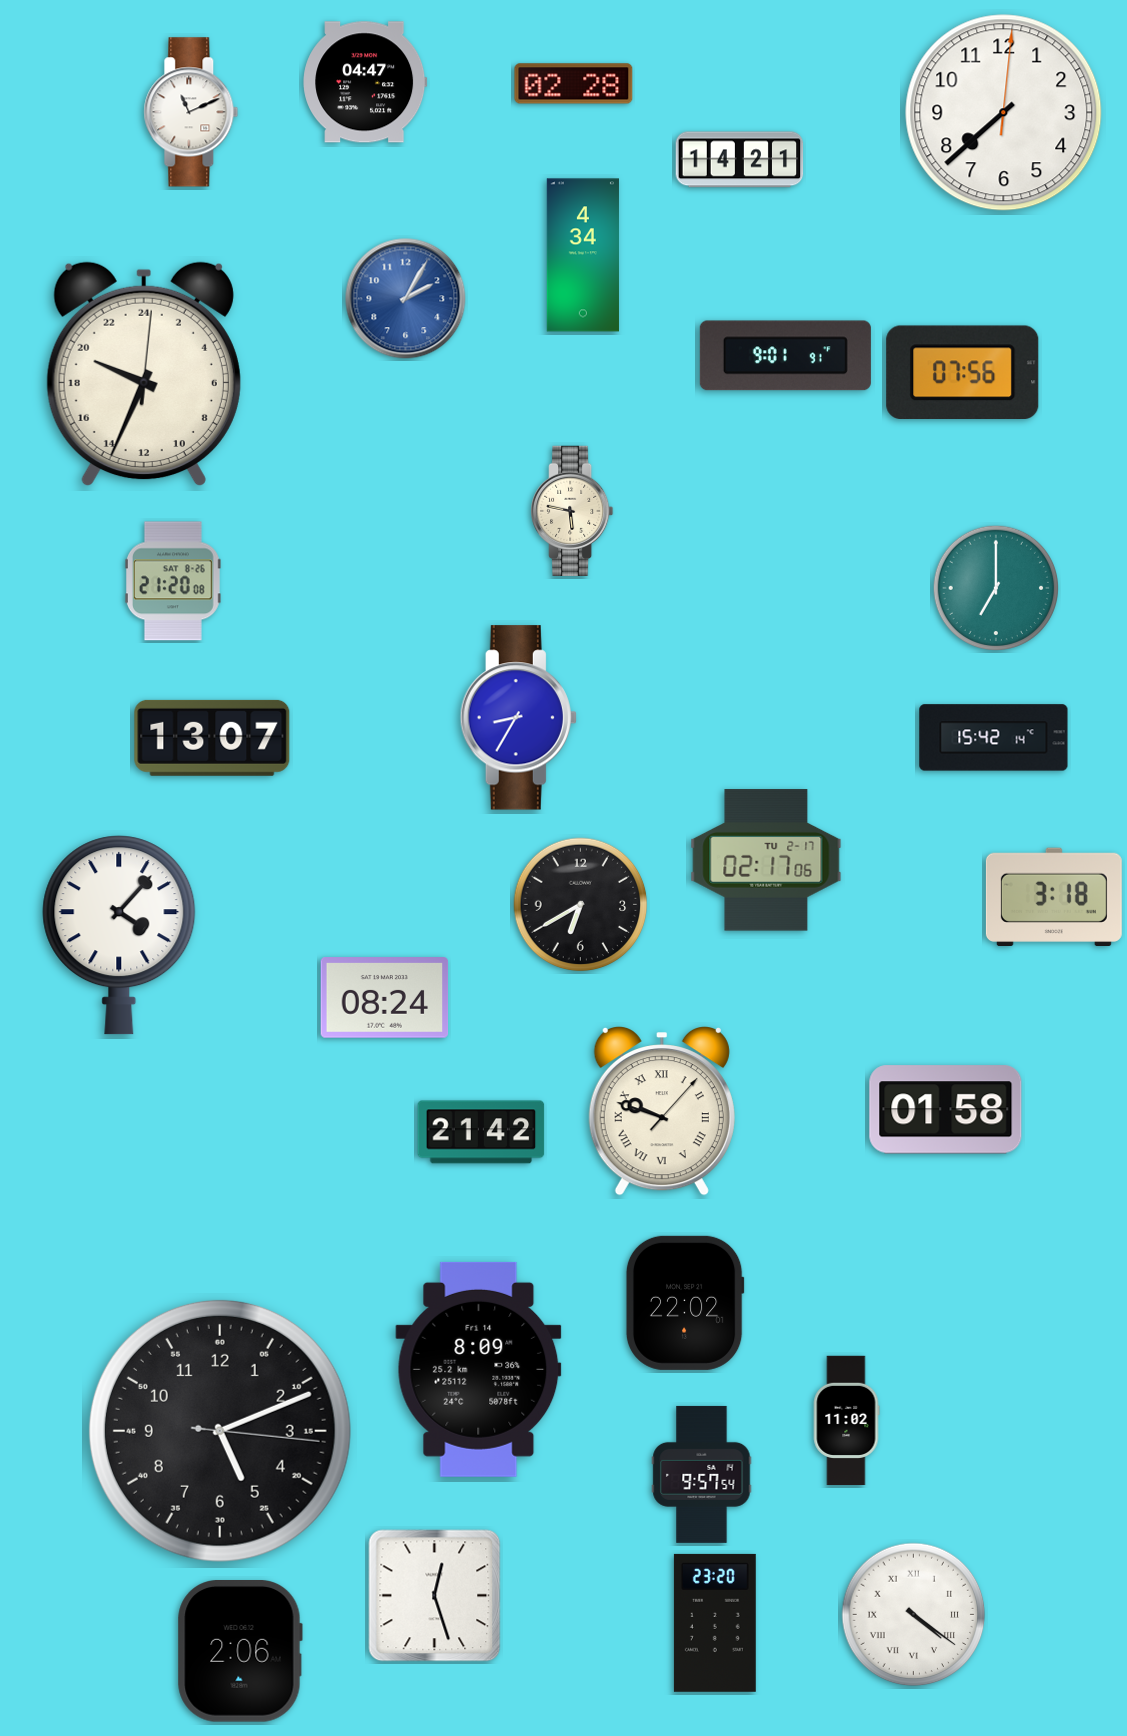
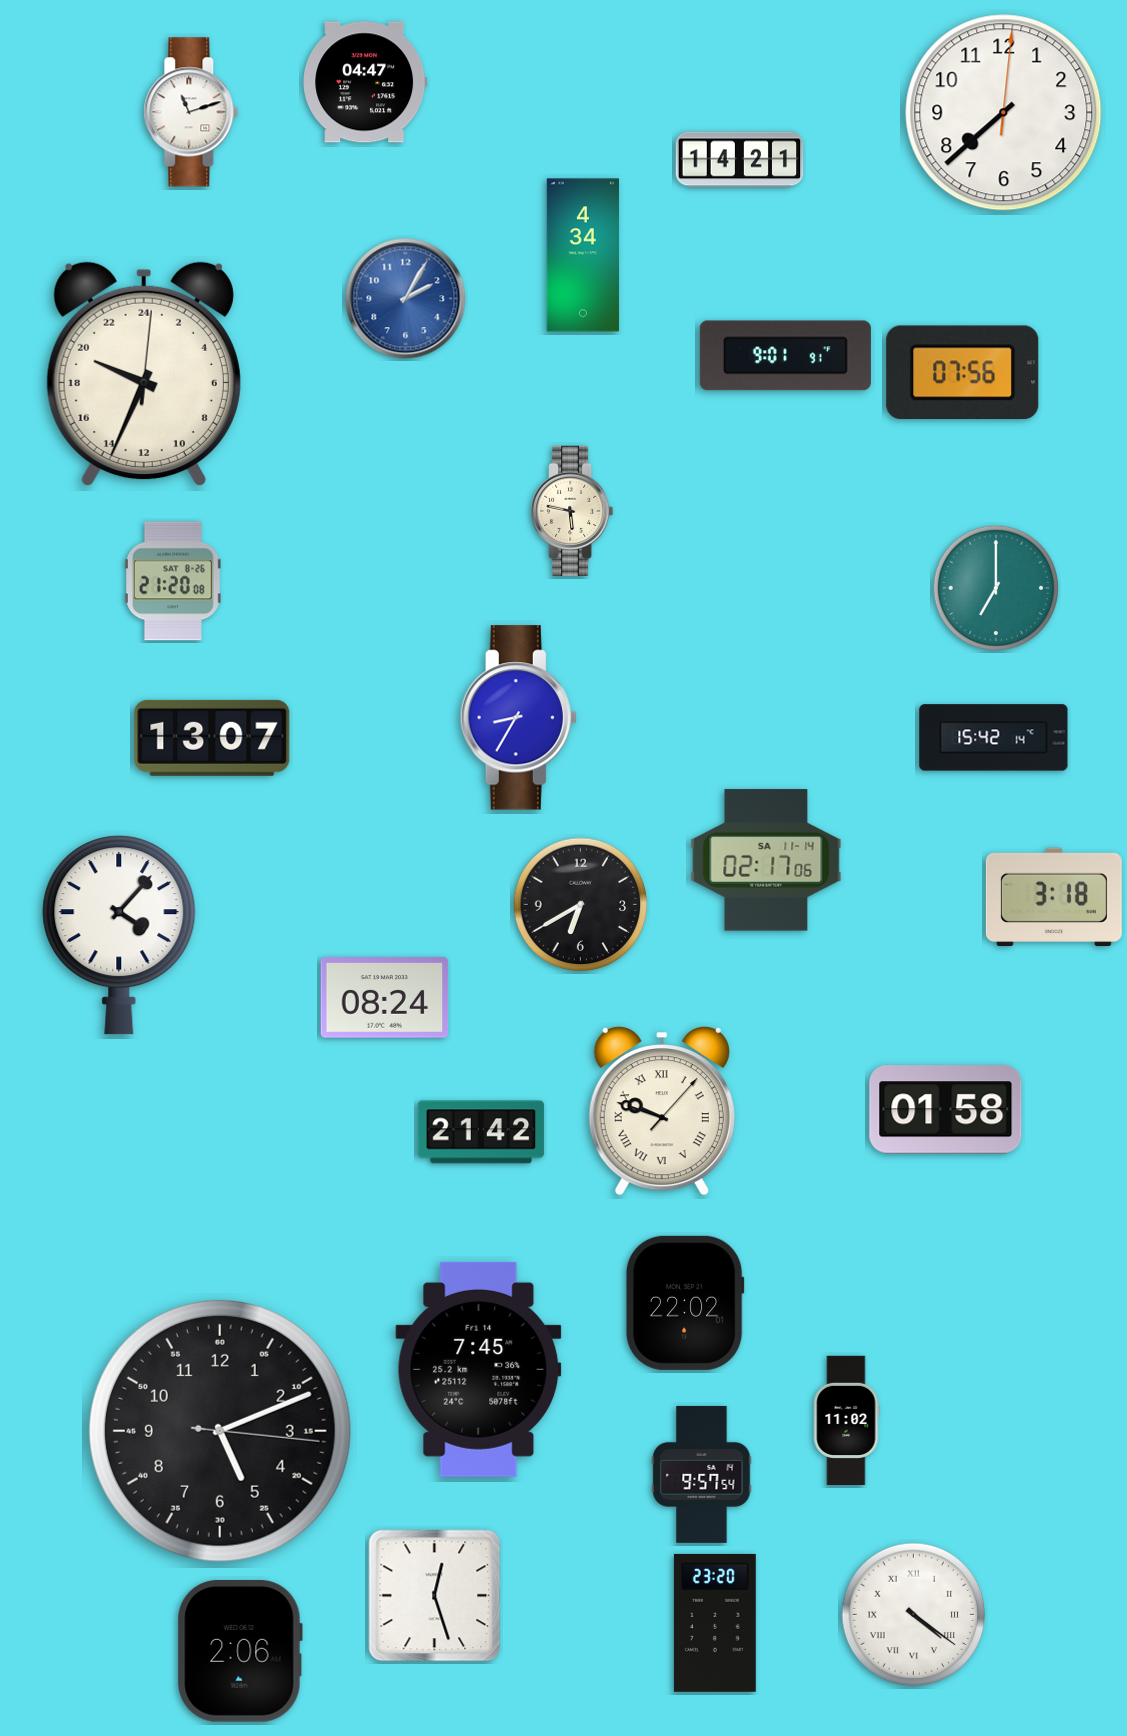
clock at (574, 84): 02:28 -> none
clock at (191, 112): 11:11 -> 11:12
clock at (766, 860) date: TU 2-17 -> SA 11-14
clock at (479, 1369): 8:09 -> 7:45
